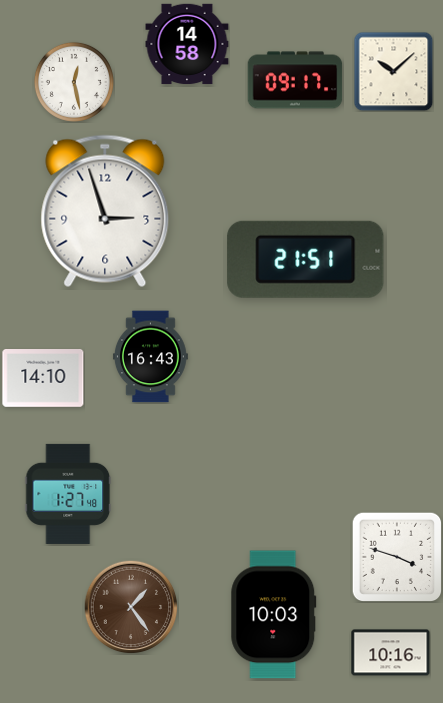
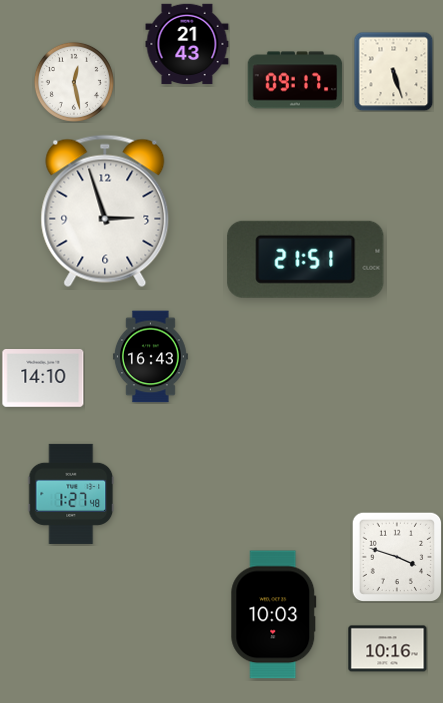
clock at (187, 44): 14:58 -> 21:43
clock at (393, 71): 10:08 -> 5:27
clock at (68, 494) position: (68, 494) -> (71, 494)
clock at (131, 607): 1:24 -> none
clock at (391, 653) position: (391, 653) -> (388, 649)
